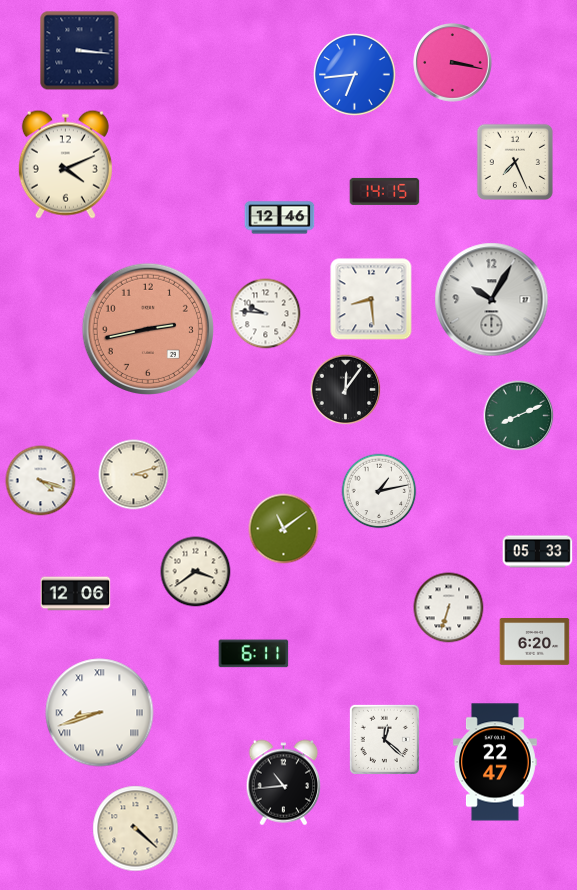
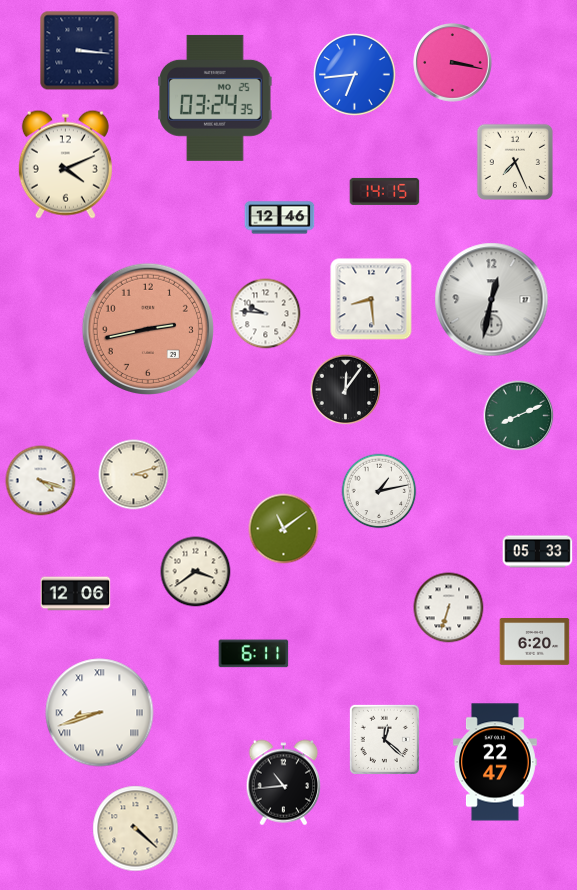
clock at (215, 98): none -> 03:24
clock at (492, 300): 10:05 -> 12:32
